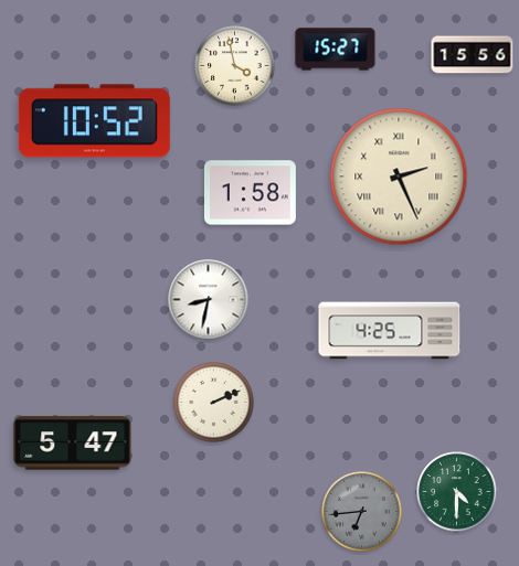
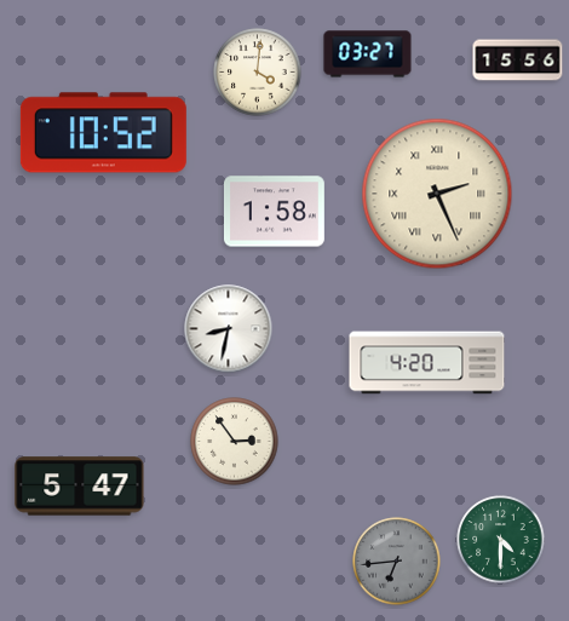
clock at (336, 50): 15:27 -> 03:27
clock at (235, 66): 3:58 -> 4:01
clock at (390, 331): 4:25 -> 4:20
clock at (214, 403): 2:11 -> 2:54
